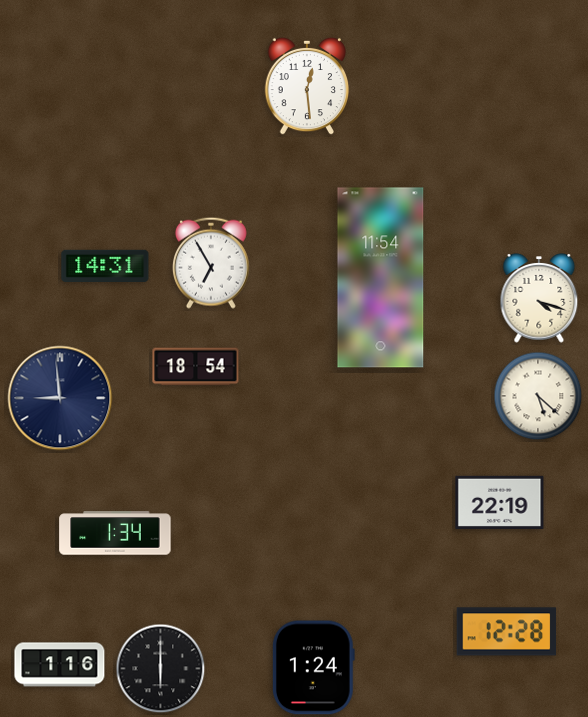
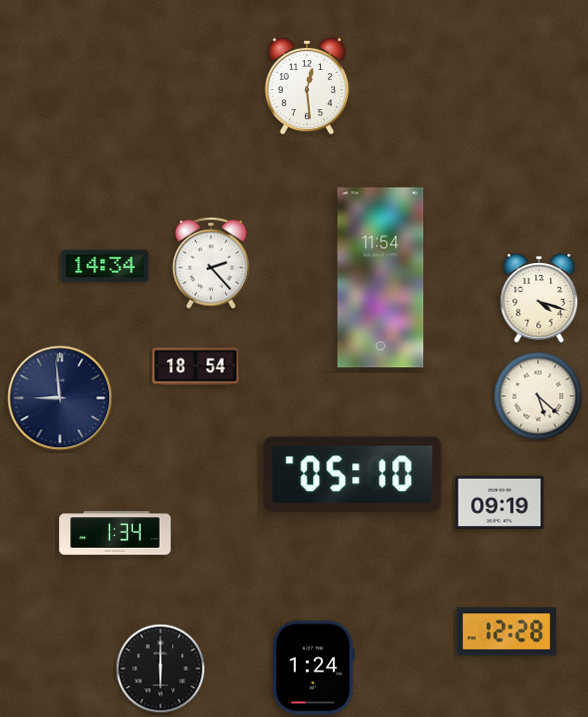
clock at (211, 263): 6:55 -> 2:23
clock at (105, 266): 14:31 -> 14:34
clock at (353, 475): none -> 05:10
clock at (500, 502): 22:19 -> 09:19
clock at (60, 665): 1:16 -> none
